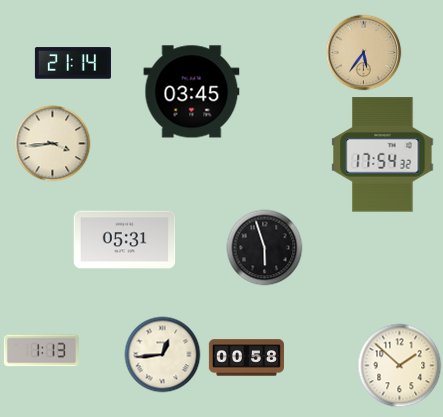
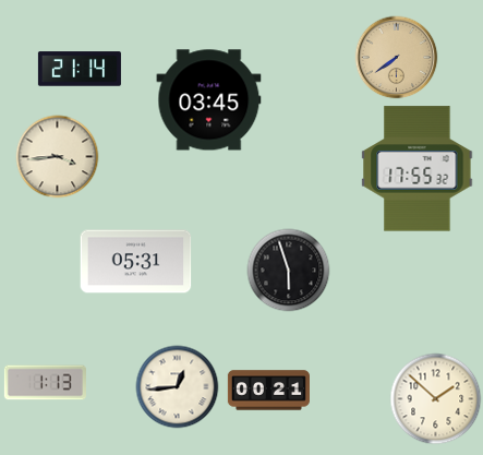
clock at (364, 53): 5:36 -> 7:39
clock at (383, 155): 17:54 -> 17:55
clock at (246, 358): 00:58 -> 00:21
